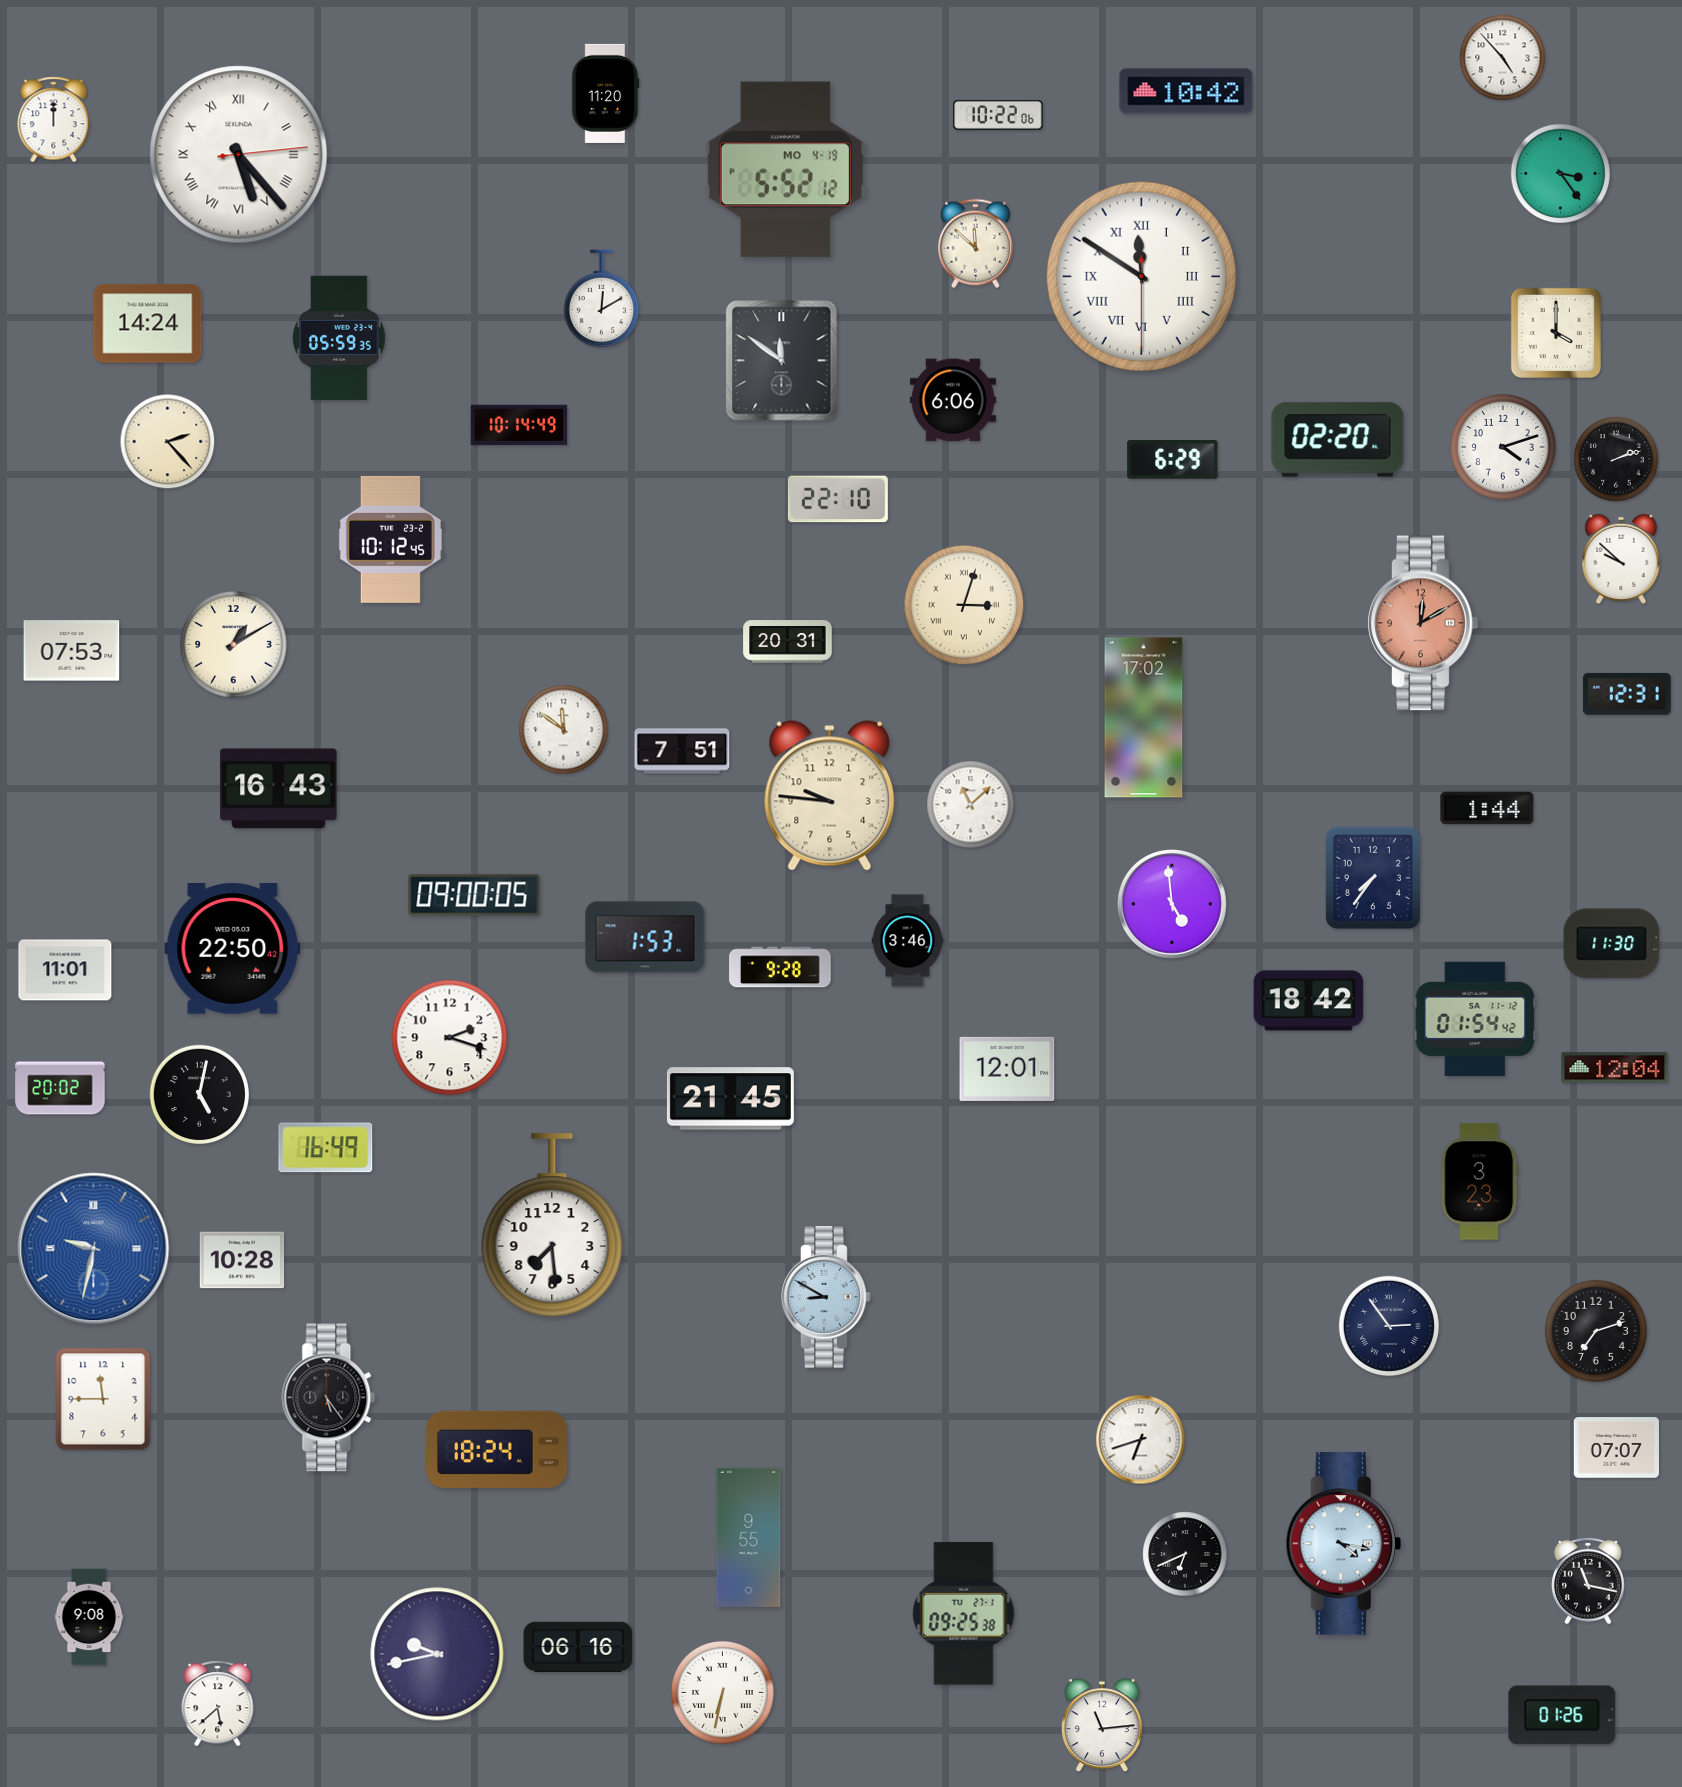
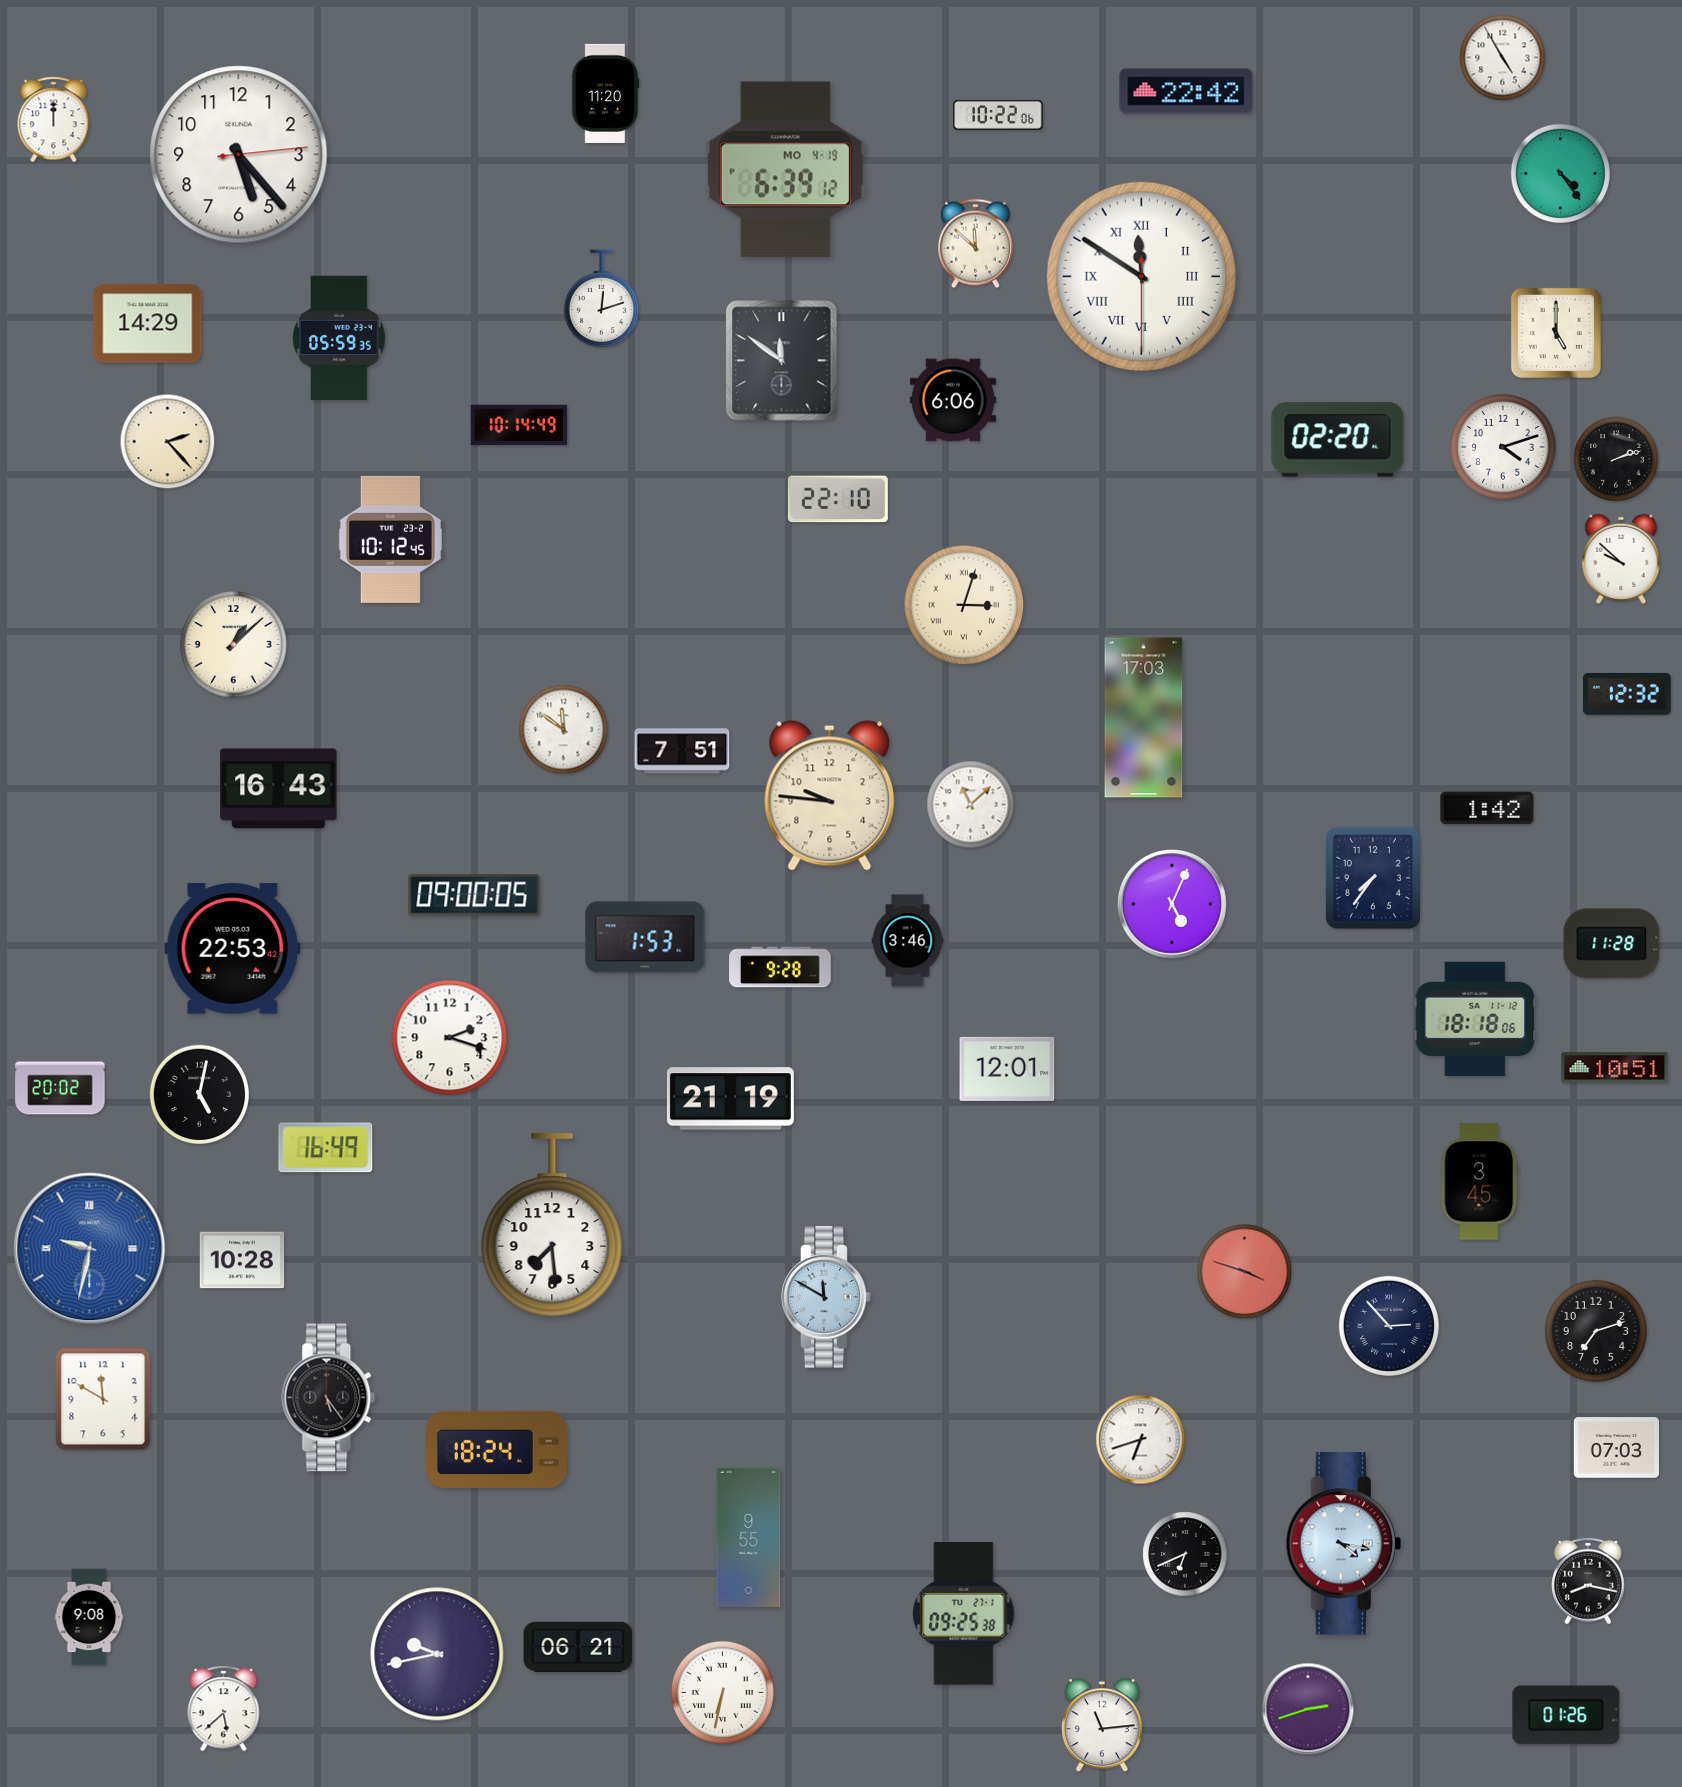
clock at (1503, 58): 4:53 -> 4:55
clock at (1186, 91): 10:42 -> 22:42
clock at (239, 155) numerals: Roman -> Arabic
clock at (785, 170): 5:52 -> 6:39
clock at (1560, 173): 3:24 -> 4:24
clock at (602, 299): 12:10 -> 12:12
clock at (148, 324): 14:24 -> 14:29
clock at (1556, 333): 4:00 -> 5:00
clock at (1173, 460): 6:29 -> none
clock at (1423, 623): 12:10 -> none
clock at (788, 642): 20:31 -> none
clock at (234, 645): 1:10 -> 1:08
clock at (72, 651): 07:53 -> none
clock at (1627, 694): 12:31 -> 12:32
clock at (1144, 718): 17:02 -> 17:03
clock at (1487, 808): 1:44 -> 1:42
clock at (1172, 904): 4:59 -> 5:04
clock at (1612, 944): 11:30 -> 11:28
clock at (233, 949): 22:50 -> 22:53
clock at (65, 970): 11:01 -> none
clock at (1309, 1001): 18:42 -> none
clock at (1475, 1019): 01:54 -> 18:18
clock at (1615, 1068): 12:04 -> 10:51
clock at (730, 1099): 21:45 -> 21:19
clock at (1480, 1182): 3:23 -> 3:45
clock at (94, 1249) position: (94, 1249) -> (90, 1249)
clock at (1245, 1272): none -> 3:48
clock at (826, 1297): 8:50 -> 11:50
clock at (1389, 1326): 2:54 -> 2:53
clock at (103, 1399): 11:45 -> 11:50
clock at (1616, 1448): 07:07 -> 07:03
clock at (1588, 1581): 11:17 -> 8:17
clock at (578, 1647): 06:16 -> 06:21
clock at (218, 1704) position: (218, 1704) -> (224, 1709)
clock at (1308, 1709): none -> 2:42
clock at (1562, 1715) position: (1562, 1715) -> (1566, 1715)
